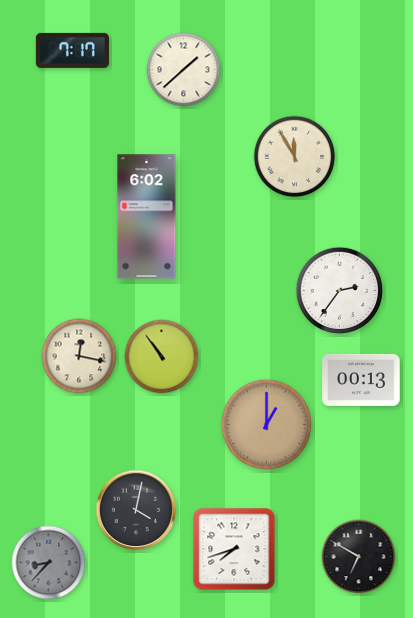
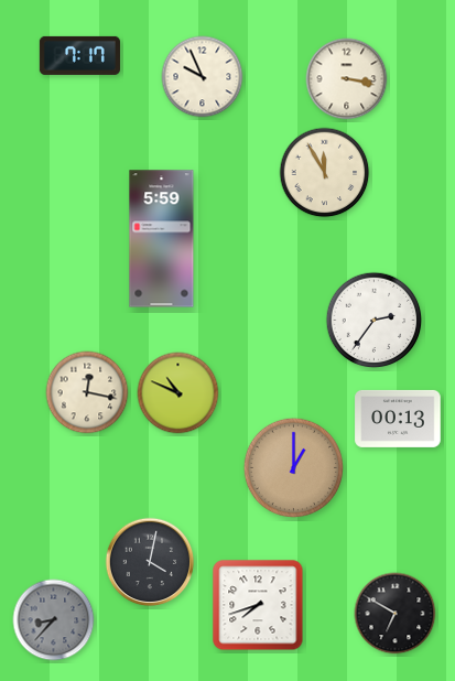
clock at (184, 70): 1:38 -> 9:56
clock at (347, 79): none -> 3:17
clock at (147, 217): 6:02 -> 5:59
clock at (162, 357): 10:54 -> 10:49
